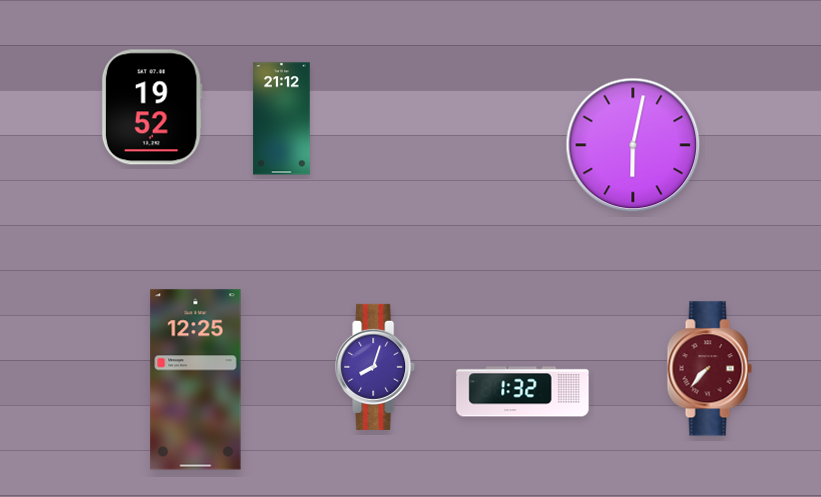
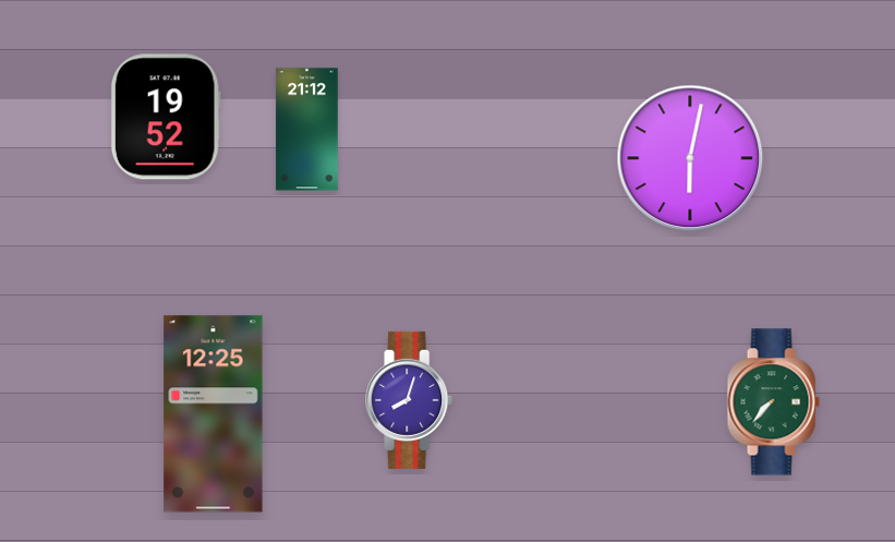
clock at (709, 369) dial: burgundy -> green
clock at (523, 392): 1:32 -> none
